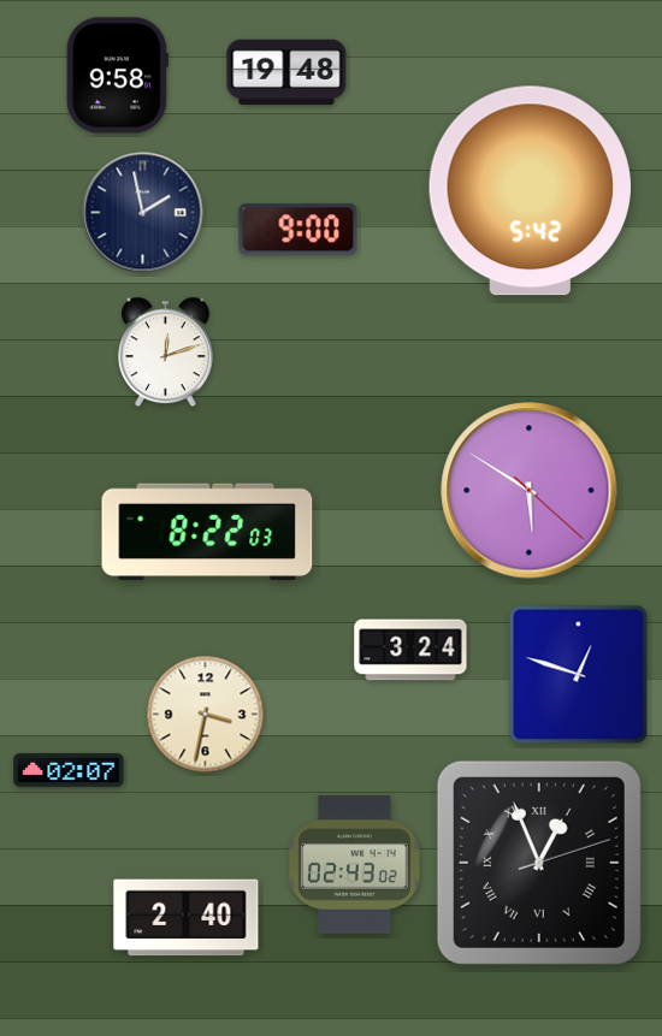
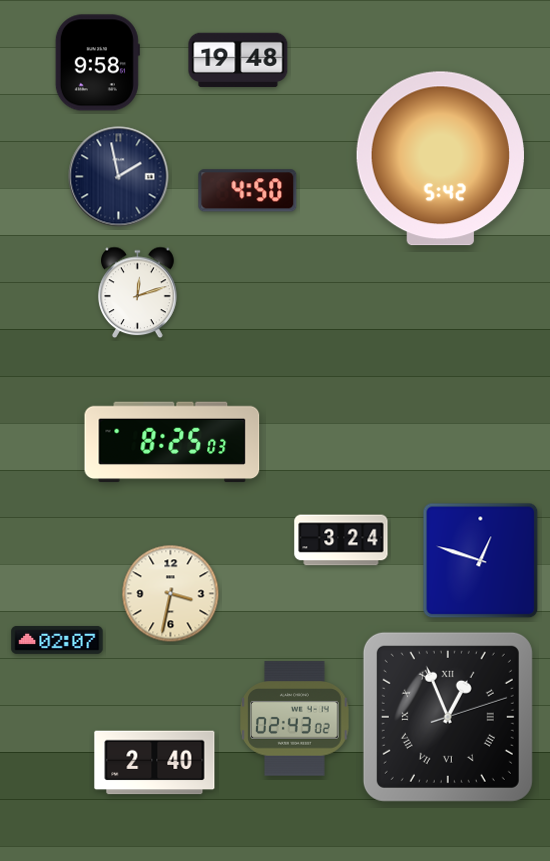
clock at (299, 230): 9:00 -> 4:50
clock at (530, 491): 5:50 -> none
clock at (207, 532): 8:22 -> 8:25
